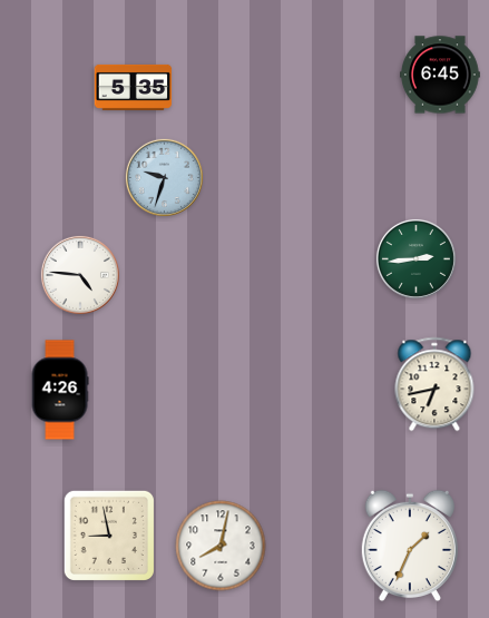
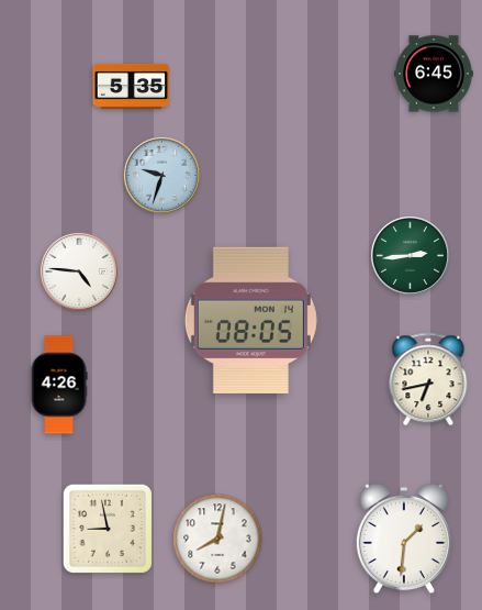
clock at (250, 320): none -> 08:05
clock at (410, 546): 1:34 -> 1:31
